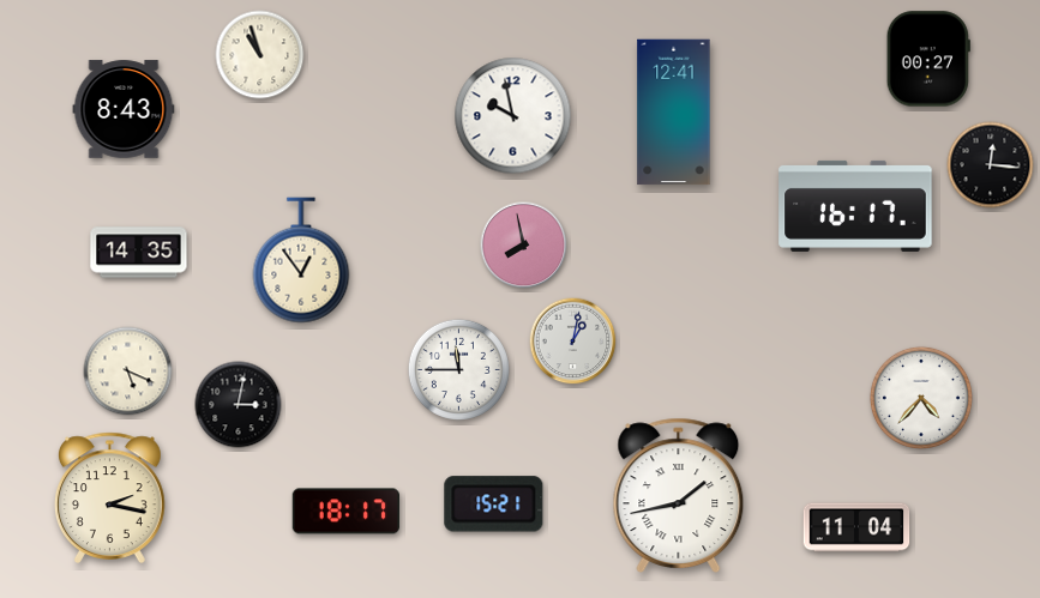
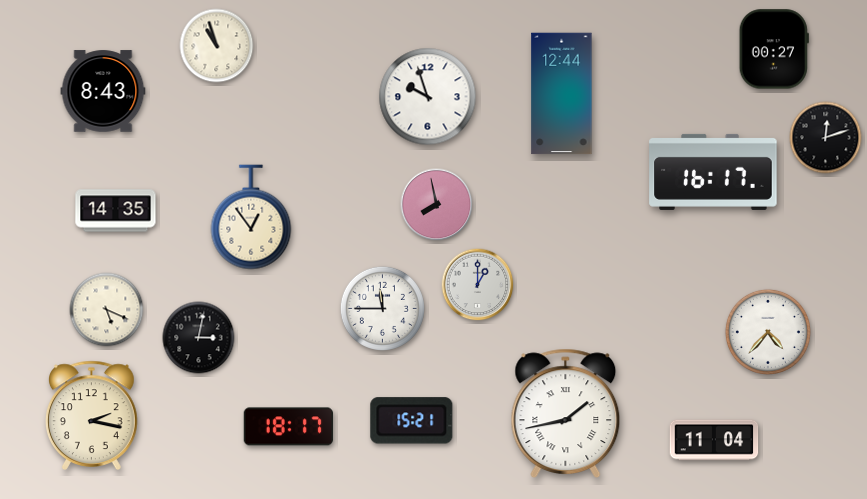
clock at (674, 113): 12:41 -> 12:44
clock at (513, 116): 9:58 -> 9:57
clock at (991, 165): 12:16 -> 12:12
clock at (573, 342): 1:02 -> 1:00
